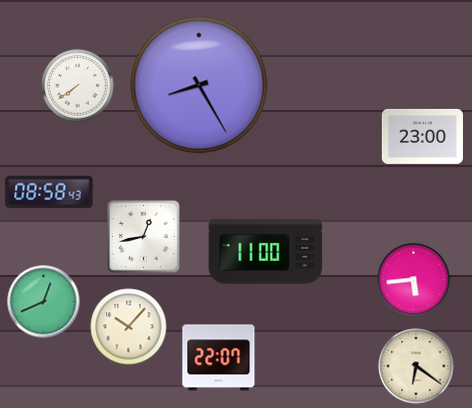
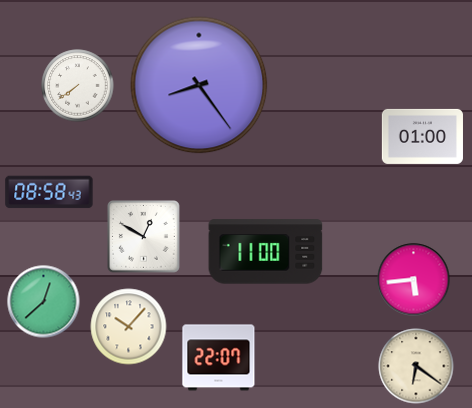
clock at (199, 85): 8:25 -> 8:24
clock at (422, 136): 23:00 -> 01:00
clock at (144, 237): 12:43 -> 12:50
clock at (44, 302): 12:41 -> 12:38
